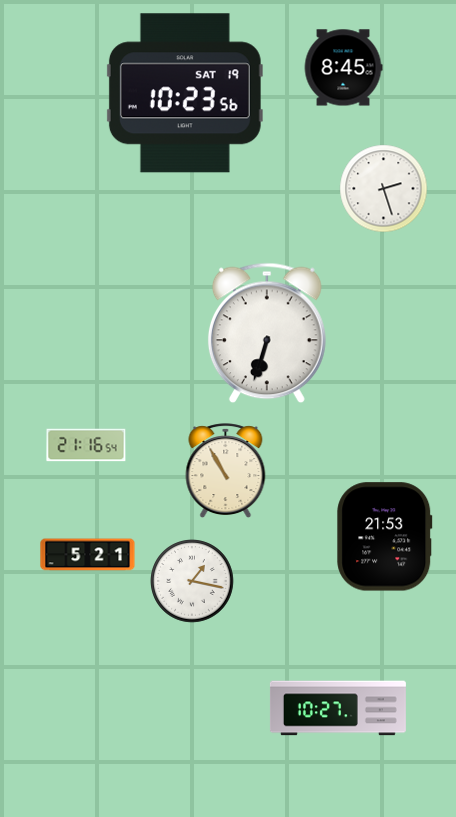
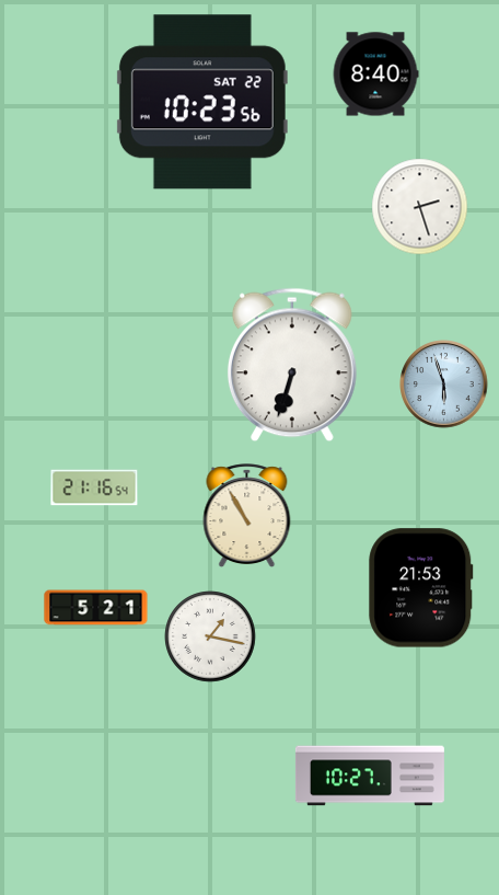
clock at (343, 68): 8:45 -> 8:40
clock at (185, 93) date: SAT 19 -> SAT 22
clock at (444, 385): none -> 5:57
